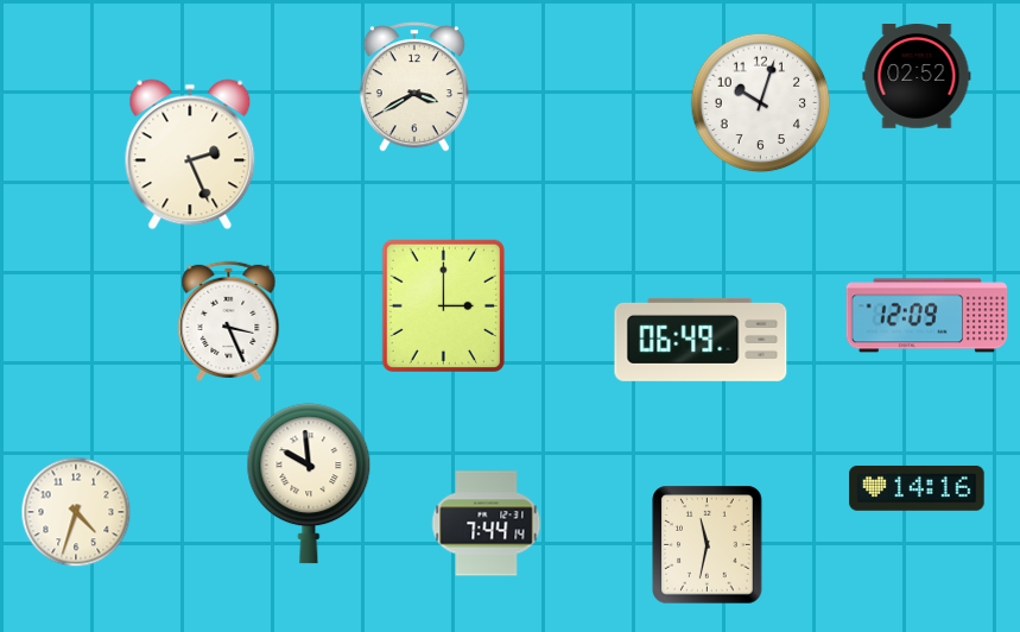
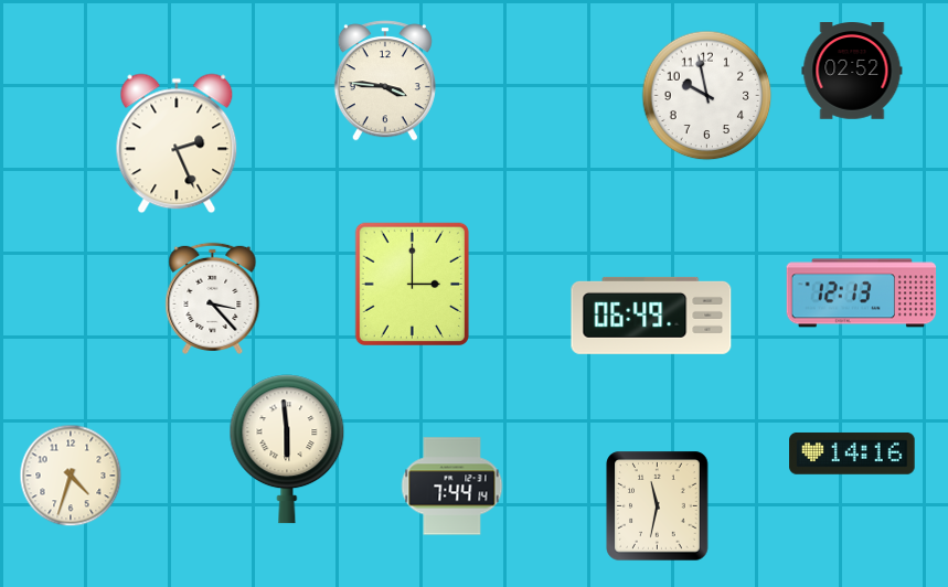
clock at (414, 87): 3:40 -> 3:46
clock at (761, 103): 10:03 -> 9:58
clock at (927, 316): 12:09 -> 12:13
clock at (229, 321): 3:26 -> 3:23
clock at (309, 484): 9:59 -> 5:59
